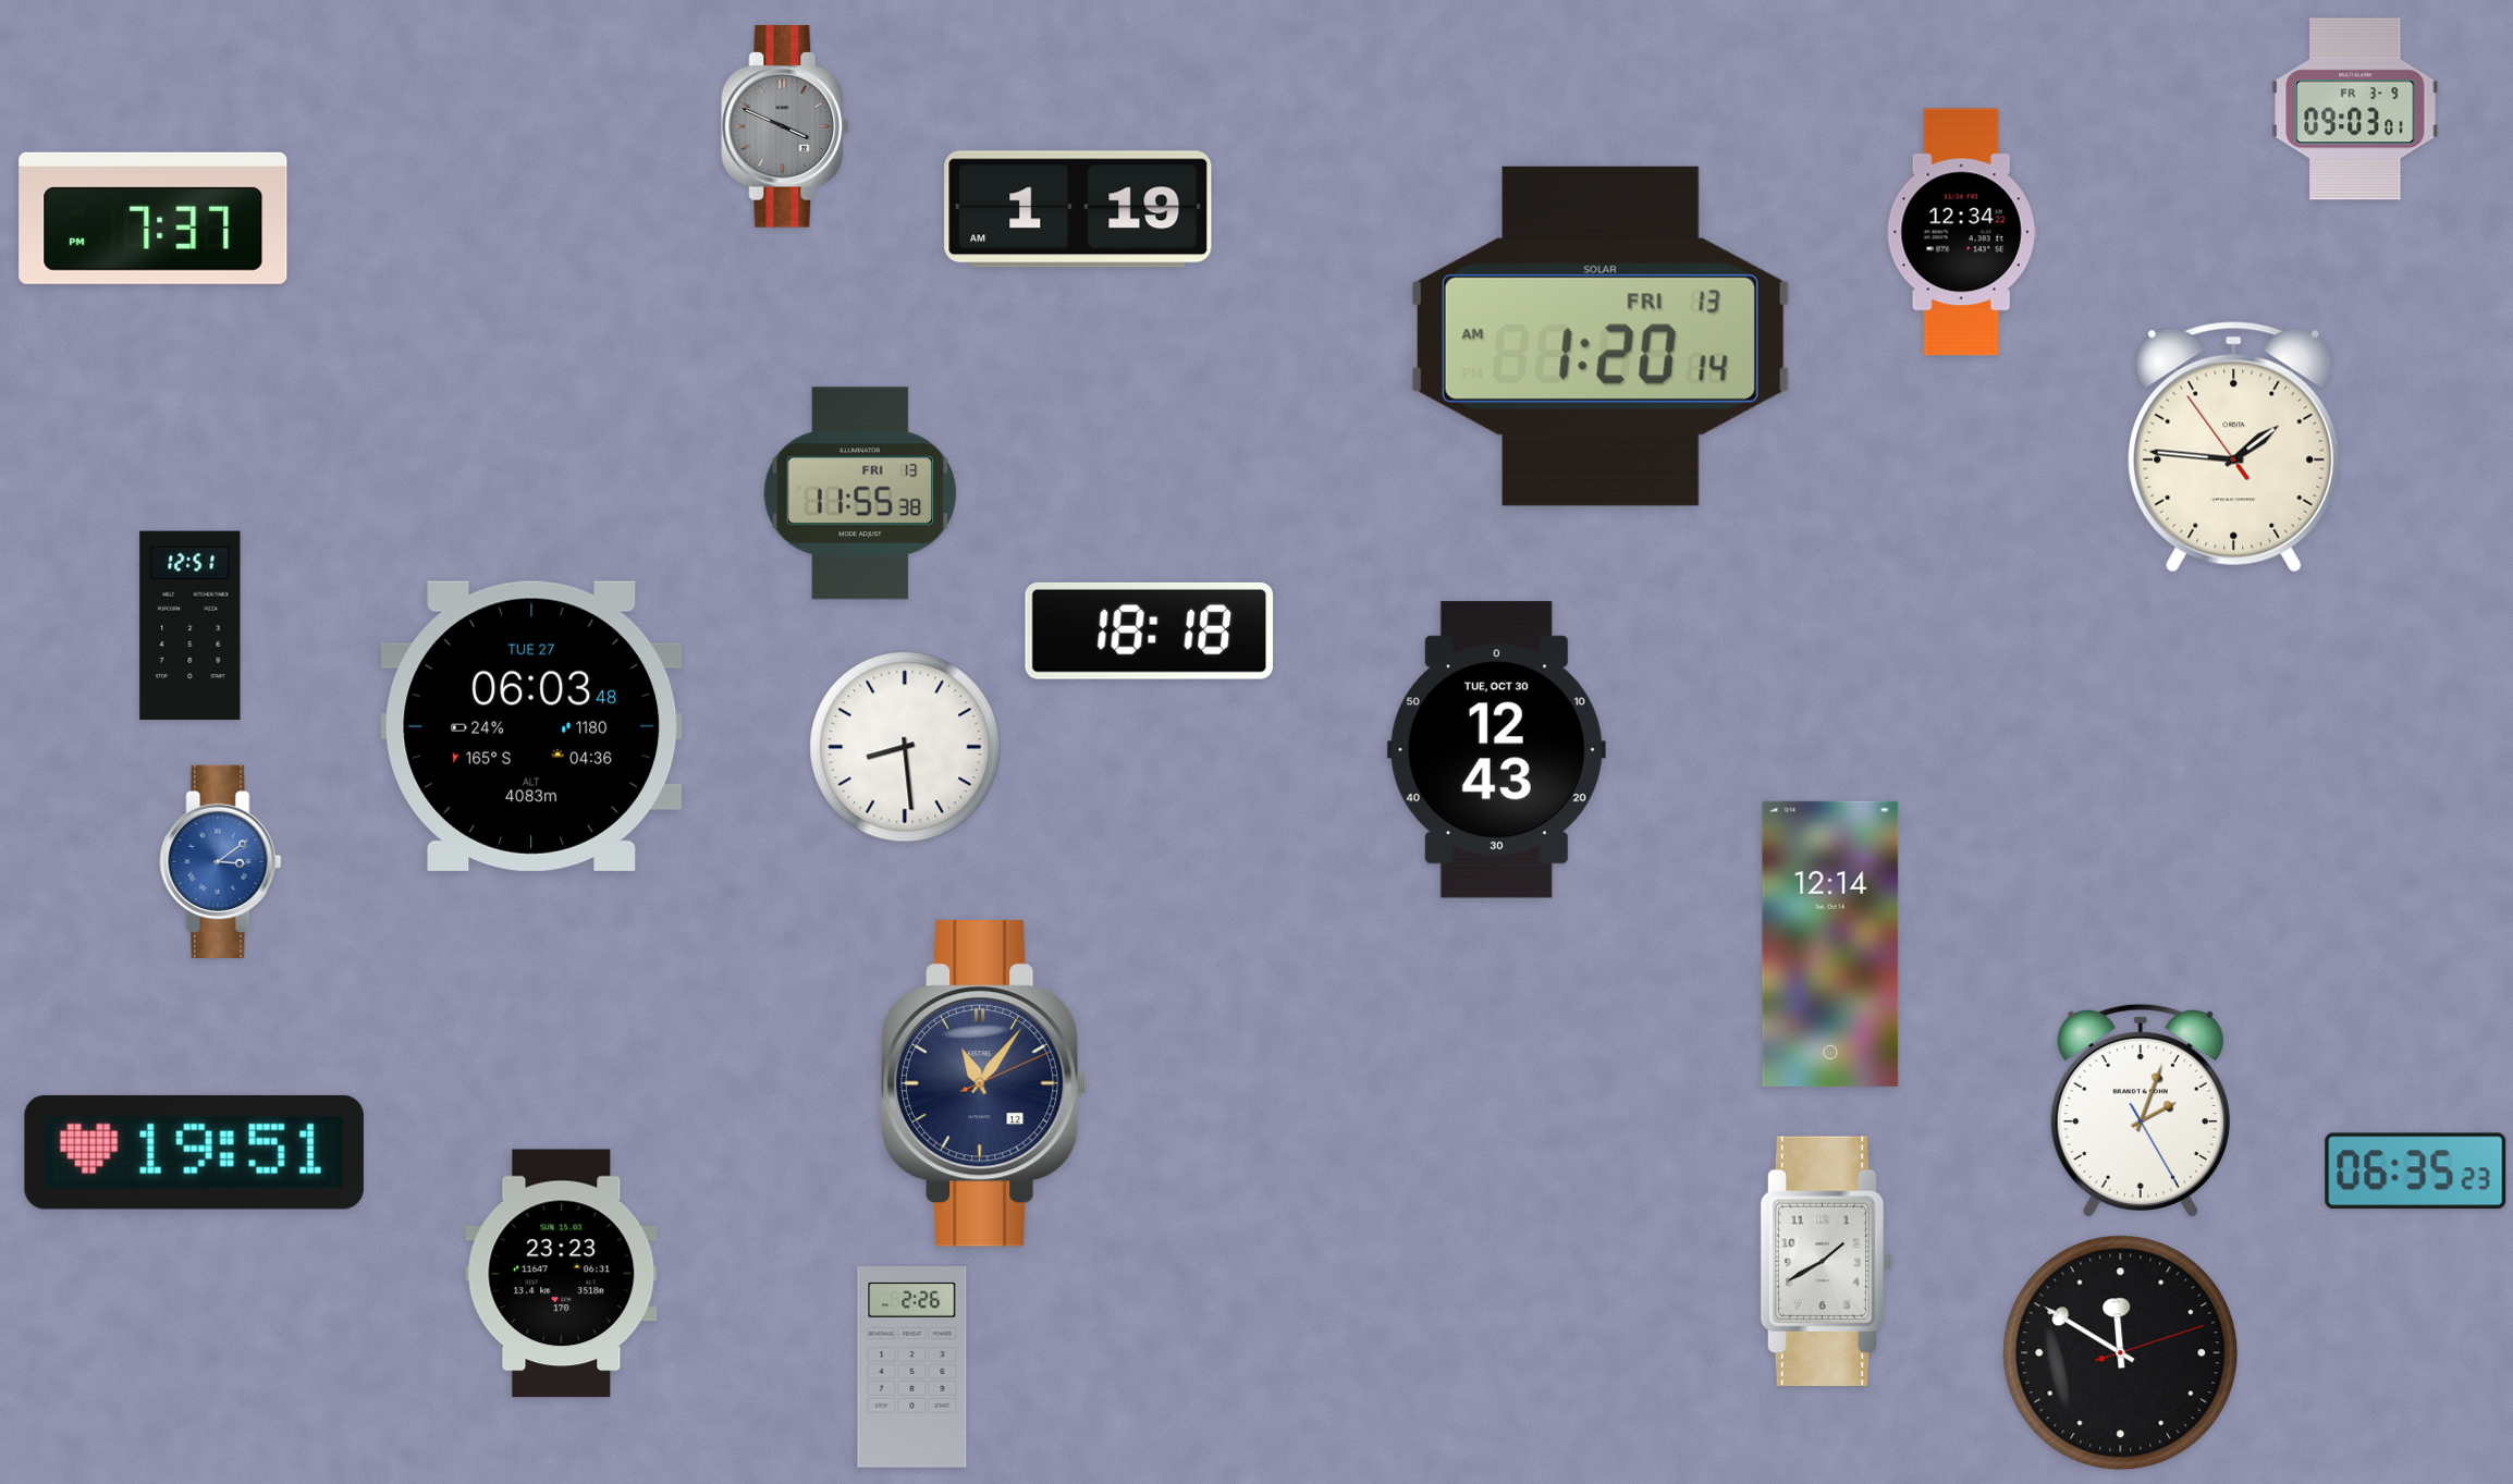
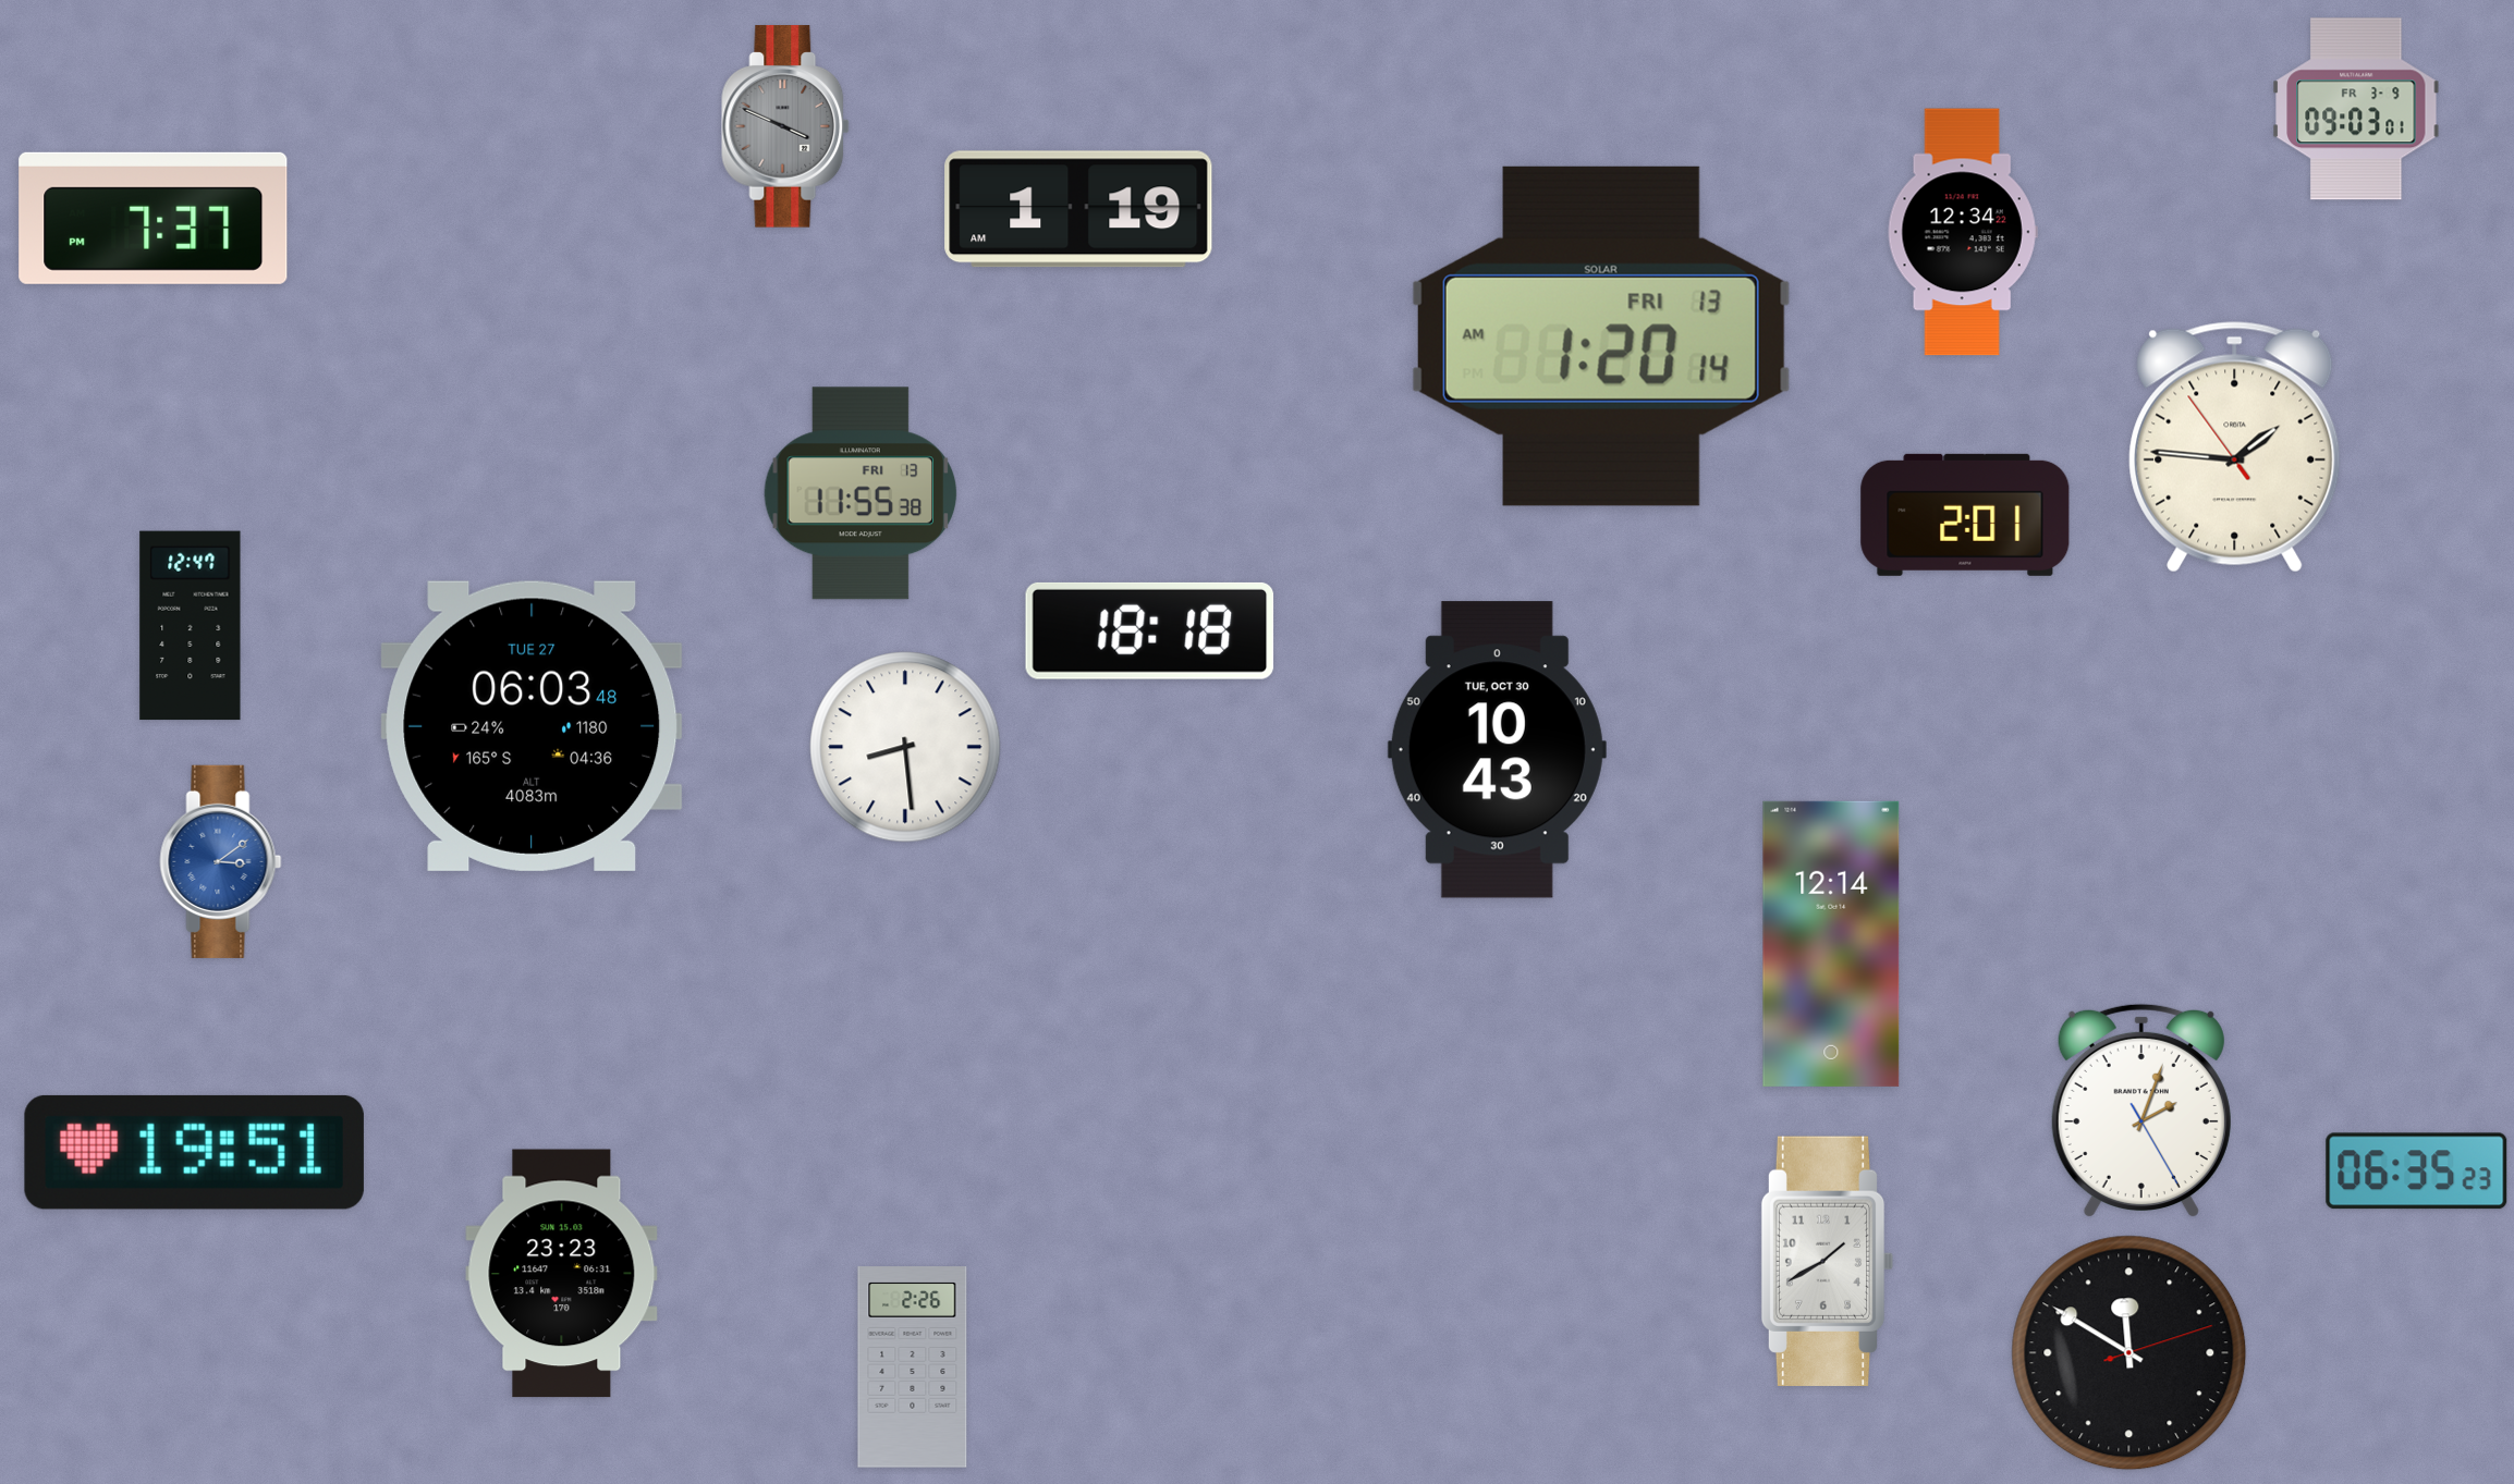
clock at (1965, 515): none -> 2:01
clock at (191, 626): 12:51 -> 12:47
clock at (1496, 750): 12:43 -> 10:43
clock at (985, 1083): 11:06 -> none
clock at (2121, 1353) position: (2121, 1353) -> (2129, 1353)
